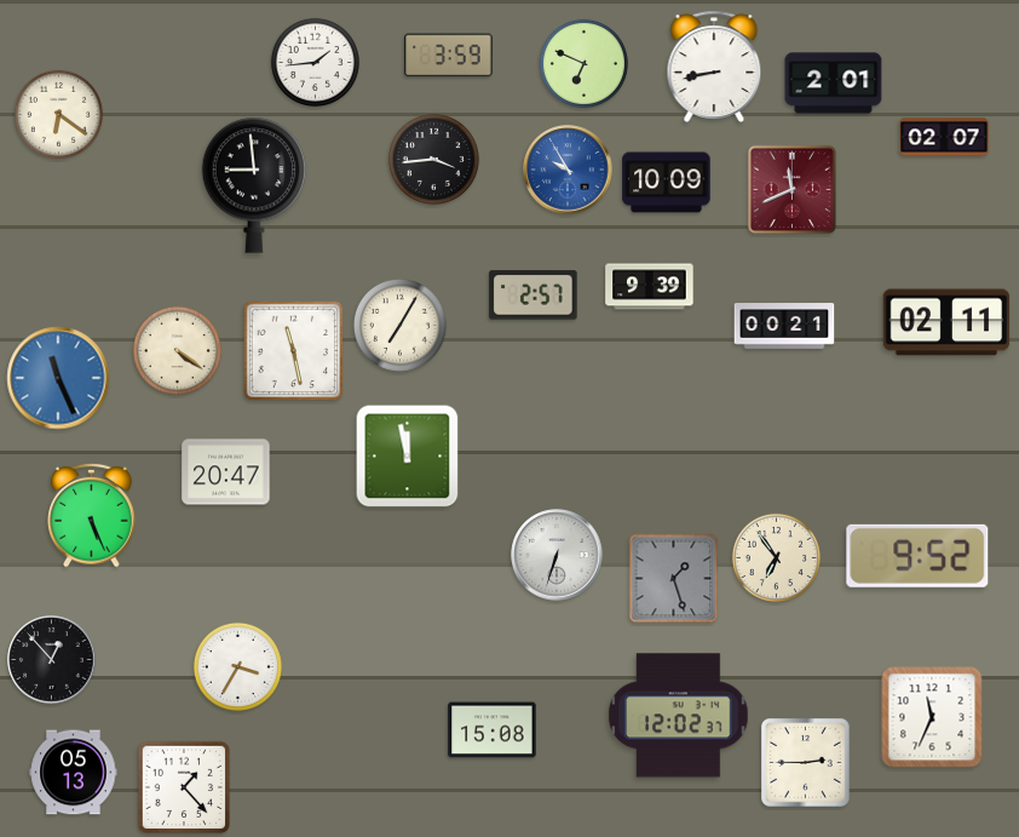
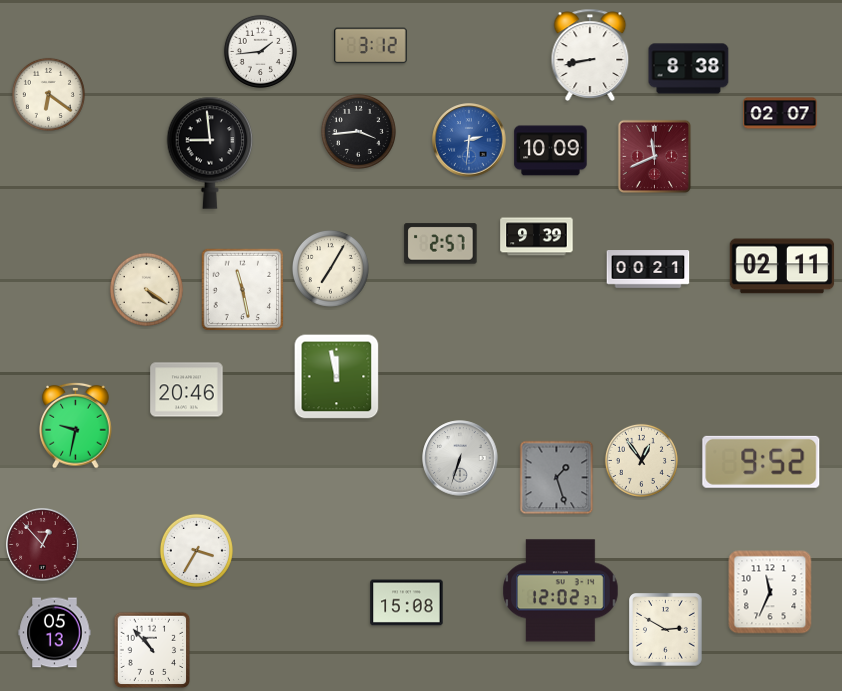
clock at (449, 56): 3:59 -> 3:12
clock at (583, 63): 6:49 -> none
clock at (834, 84): 2:01 -> 8:38
clock at (568, 170): 9:55 -> 2:31
clock at (58, 378): 11:26 -> none
clock at (226, 472): 20:47 -> 20:46
clock at (92, 515): 5:26 -> 9:32
clock at (917, 556) position: (917, 556) -> (761, 462)
clock at (776, 557): 6:54 -> 12:54
clock at (52, 660) dial: black -> burgundy
clock at (806, 763): 2:45 -> 2:50
clock at (74, 773) position: (74, 773) -> (55, 633)
clock at (184, 787): 1:23 -> 10:53
